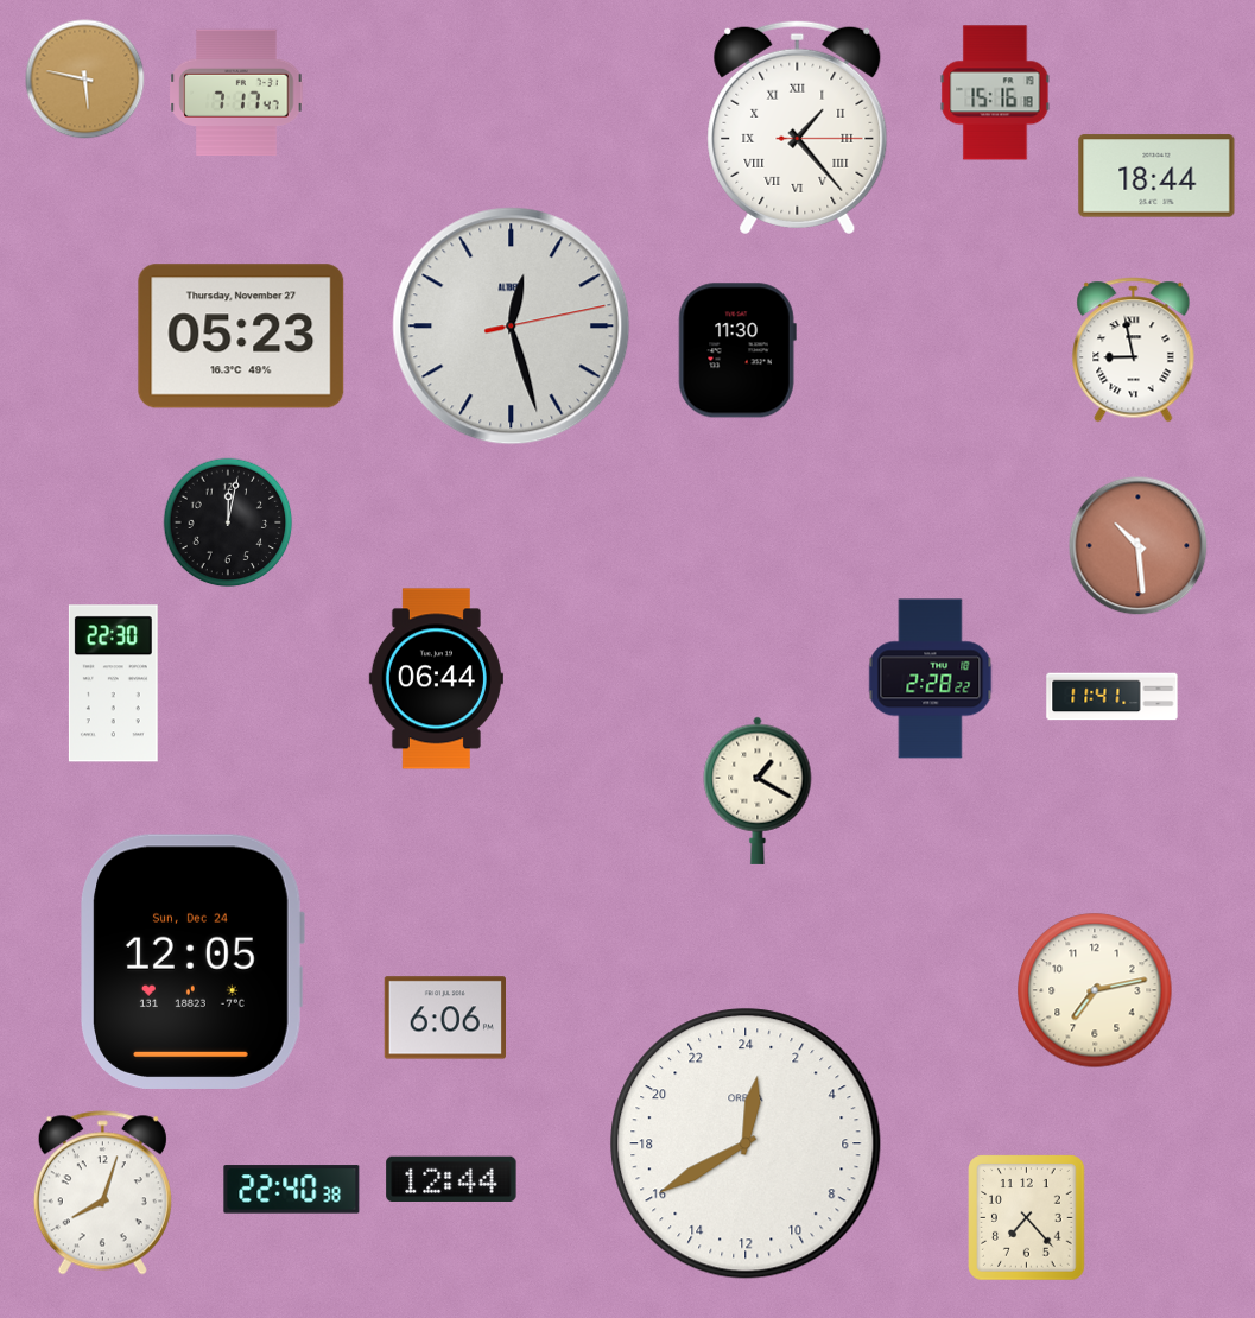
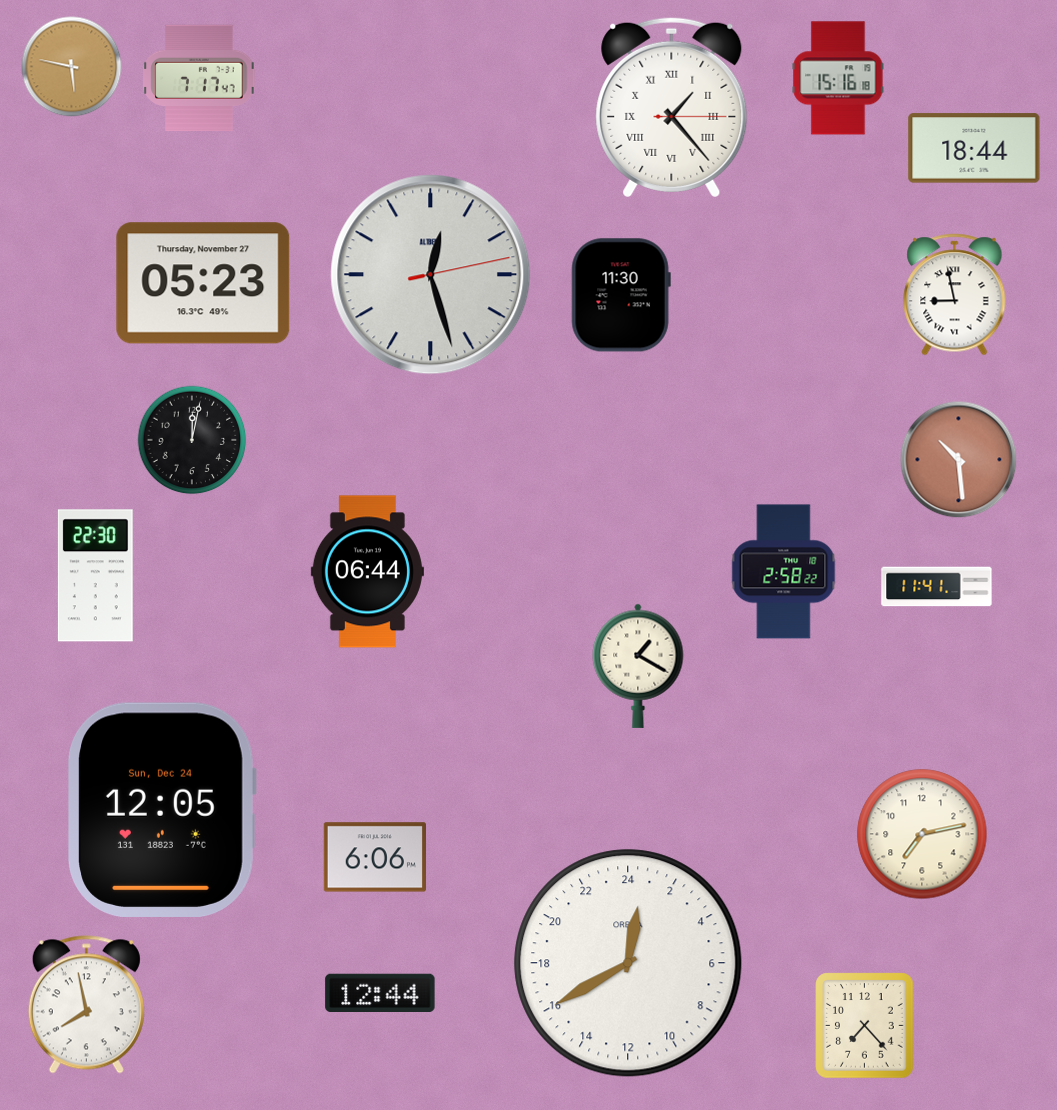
clock at (931, 679): 2:28 -> 2:58
clock at (292, 1190): 22:40 -> none
clock at (102, 1193): 8:03 -> 7:58
